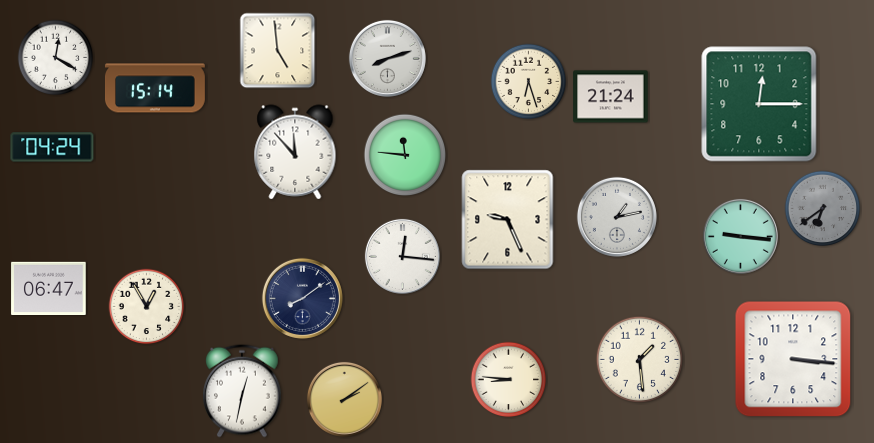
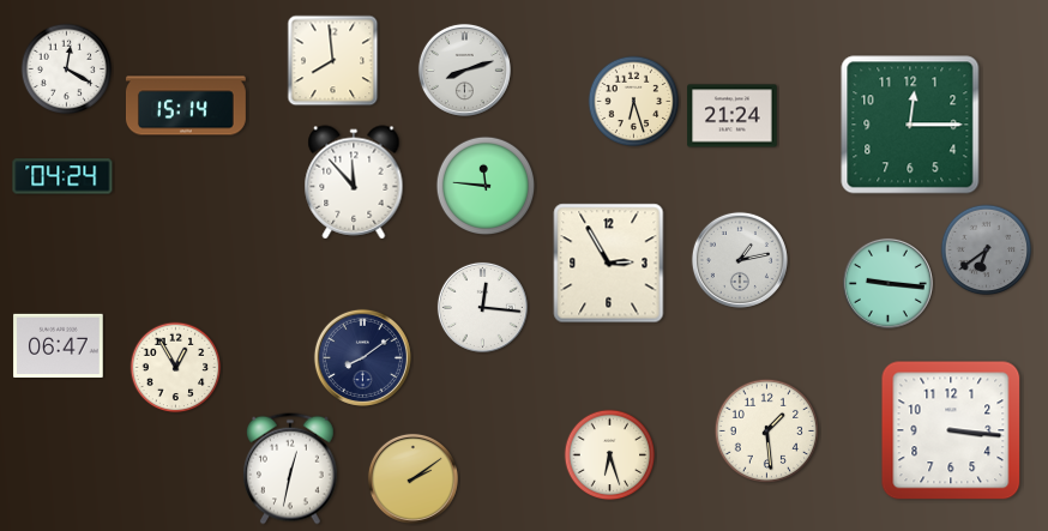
clock at (278, 51): 4:59 -> 7:59
clock at (529, 82) position: (529, 82) -> (634, 102)
clock at (508, 220): 9:26 -> 2:55
clock at (509, 380): 8:46 -> 6:27
